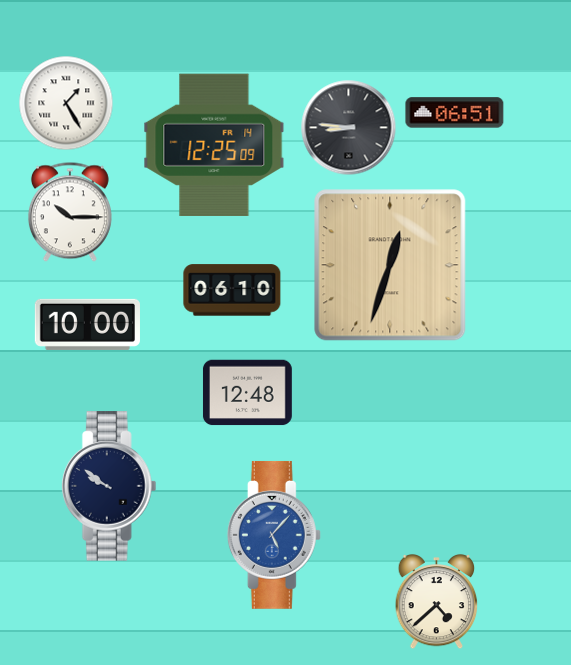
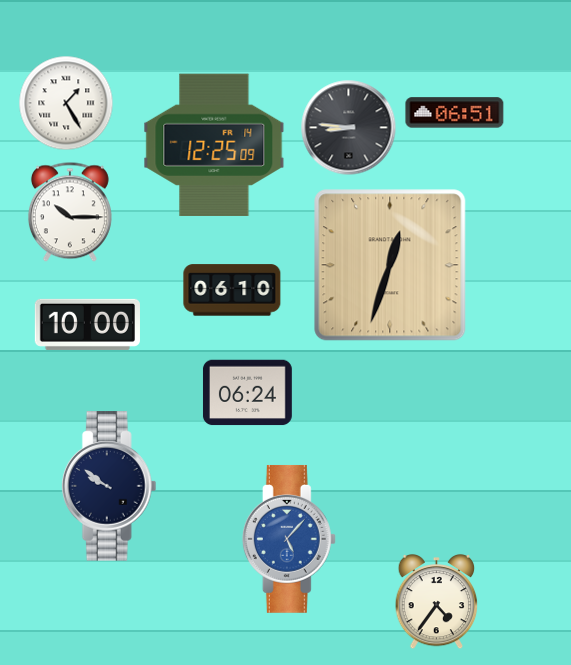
clock at (247, 393): 12:48 -> 06:24
clock at (274, 535) position: (274, 535) -> (289, 539)
clock at (437, 602): 4:38 -> 4:36
